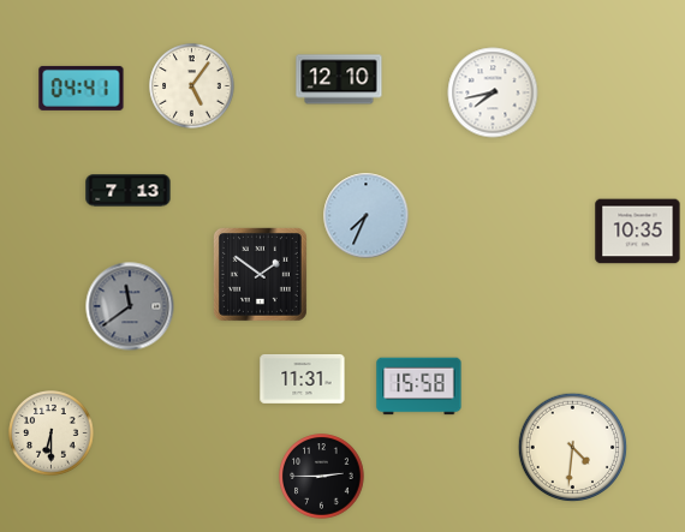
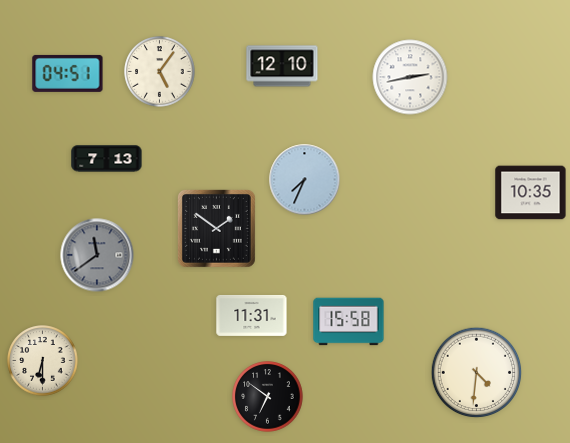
clock at (82, 88): 04:41 -> 04:51
clock at (493, 92): 7:43 -> 2:43
clock at (130, 306) position: (130, 306) -> (97, 255)
clock at (322, 477): 2:45 -> 6:51
